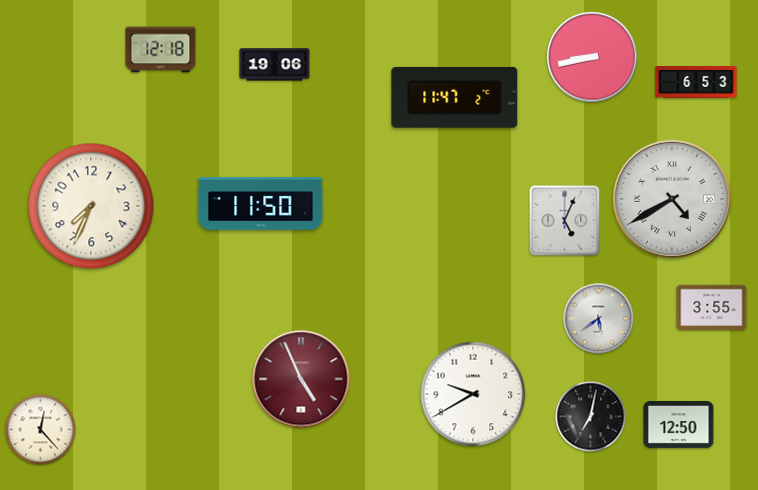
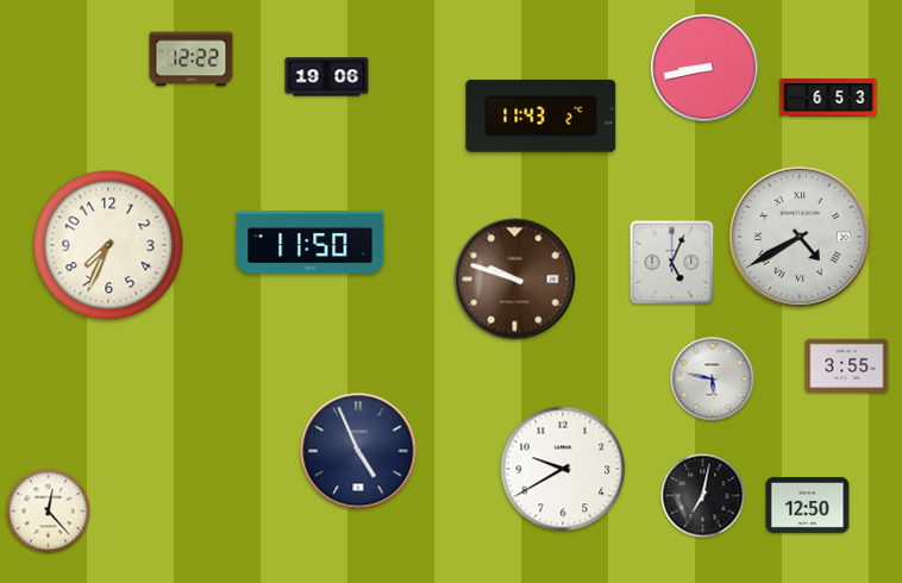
clock at (161, 50): 12:18 -> 12:22
clock at (455, 97): 11:47 -> 11:43
clock at (515, 280): none -> 9:48
clock at (599, 319): 5:39 -> 5:47
clock at (301, 379) dial: burgundy -> navy
